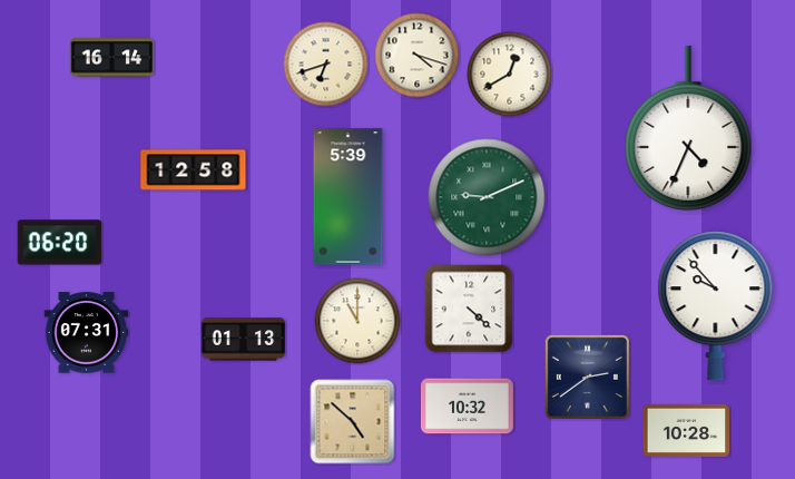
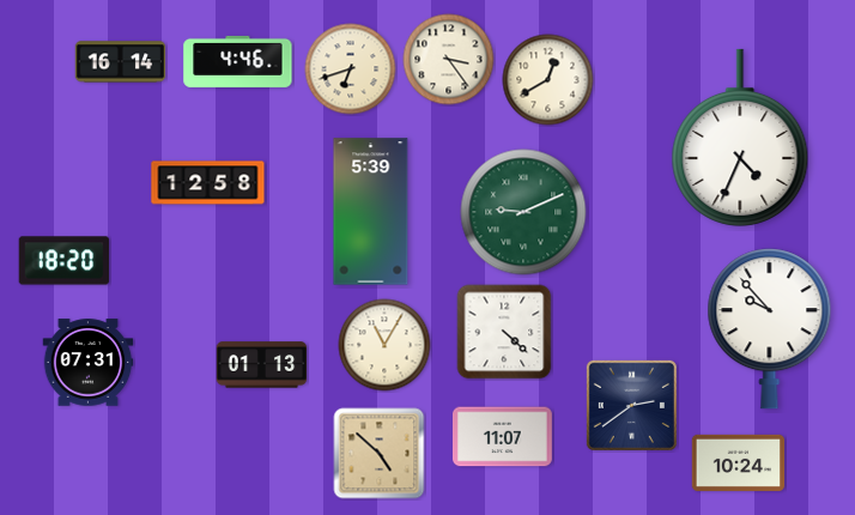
clock at (418, 56): 4:18 -> 3:24
clock at (238, 61): none -> 4:46
clock at (349, 197) position: (349, 197) -> (371, 212)
clock at (60, 243): 06:20 -> 18:20
clock at (357, 321): 11:00 -> 11:05
clock at (87, 333) position: (87, 333) -> (89, 363)
clock at (467, 407): 10:32 -> 11:07
clock at (687, 430): 10:28 -> 10:24
